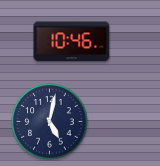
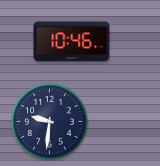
clock at (50, 122): 5:02 -> 9:31
